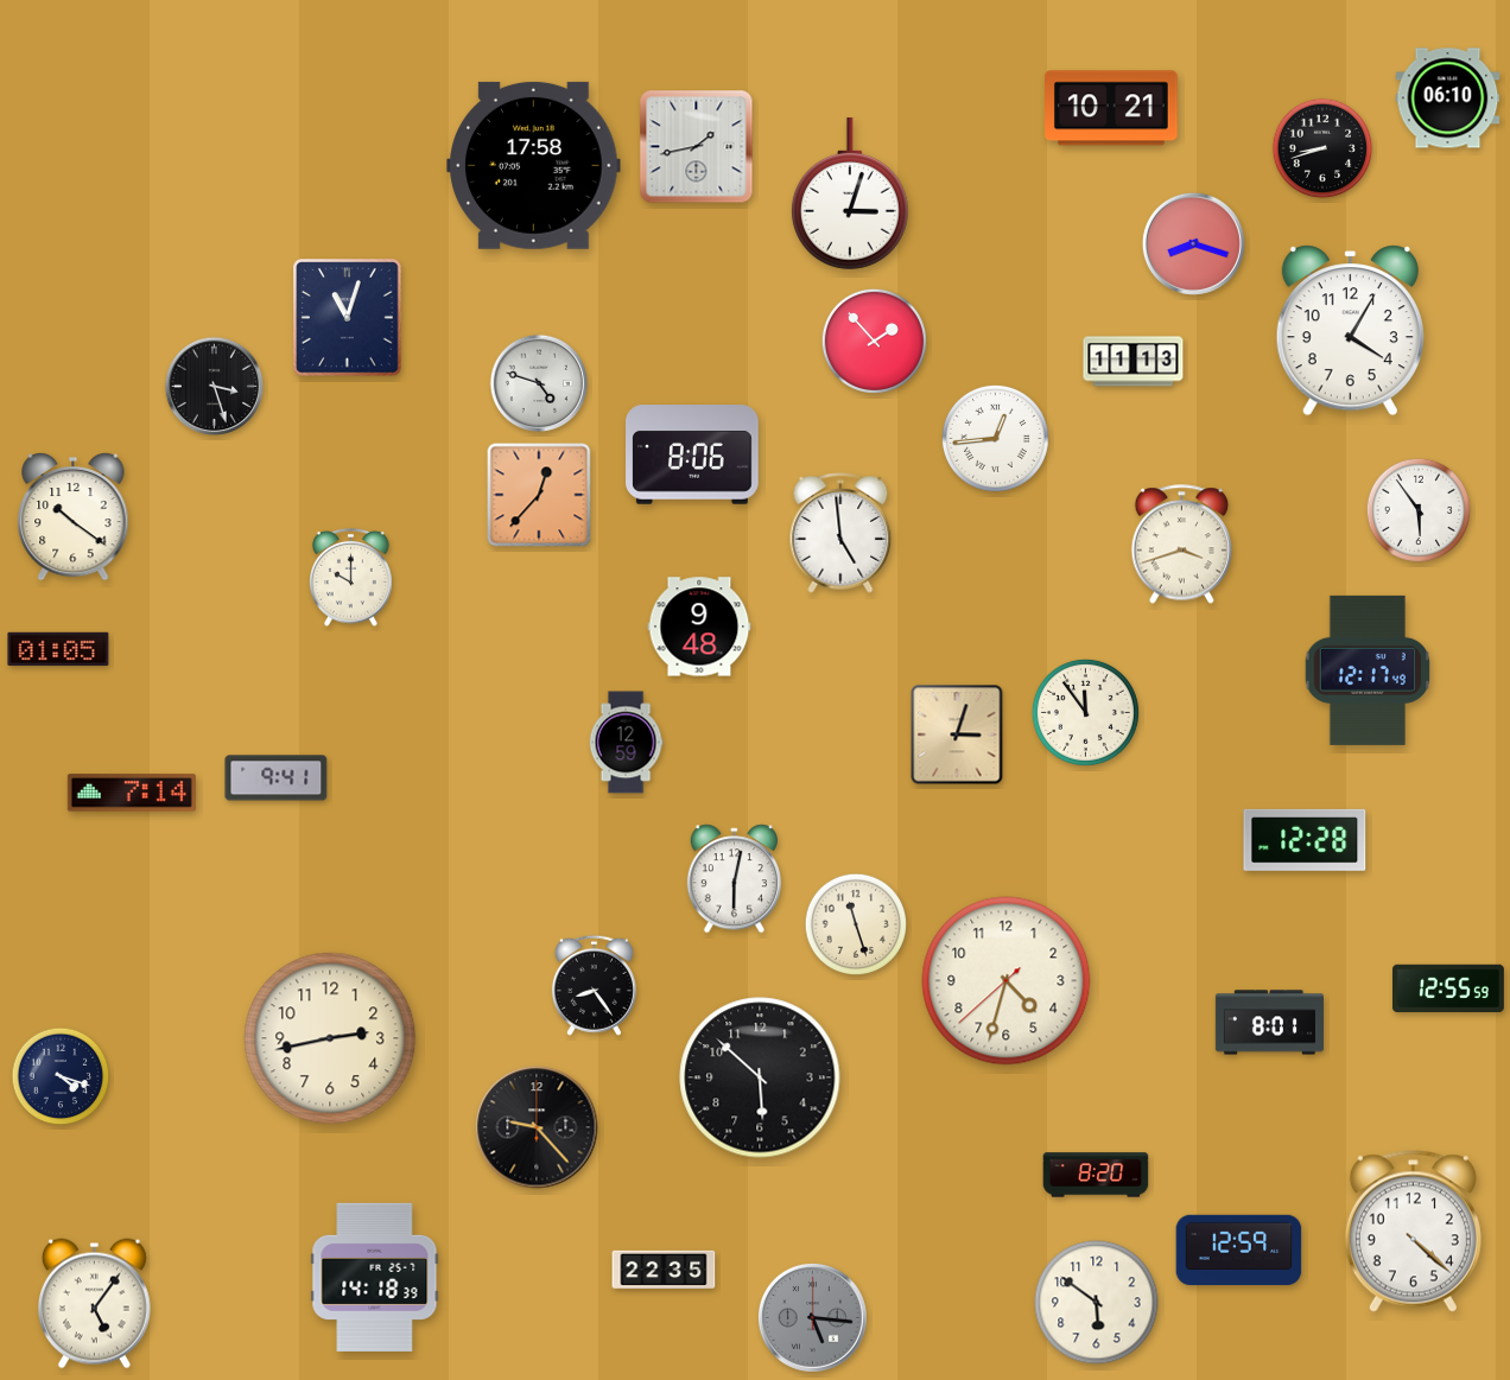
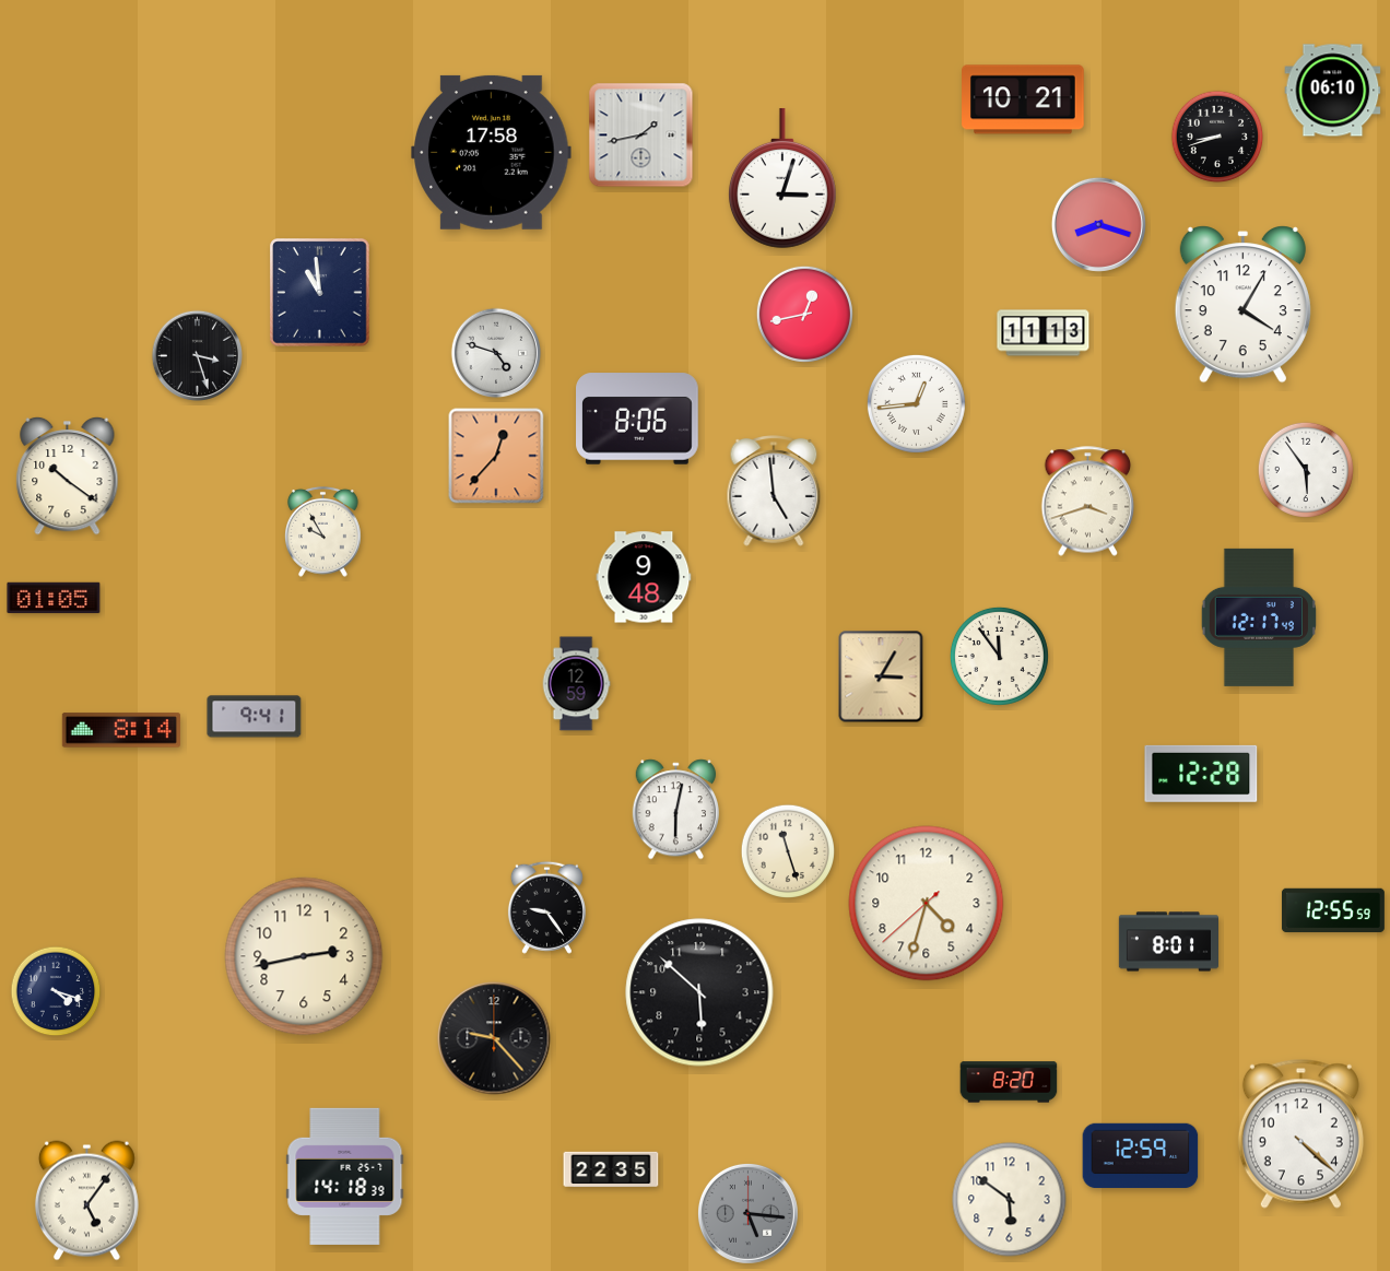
clock at (348, 318): 11:03 -> 10:59
clock at (874, 341): 1:53 -> 12:43
clock at (351, 577): 10:00 -> 9:55
clock at (957, 734): 3:03 -> 3:05
clock at (132, 793): 7:14 -> 8:14
clock at (594, 985): 8:24 -> 9:24
clock at (1239, 1251) position: (1239, 1251) -> (1141, 1156)
